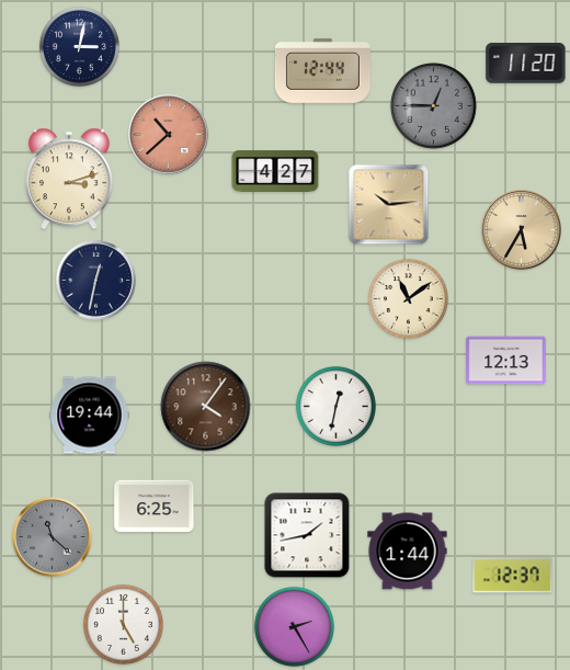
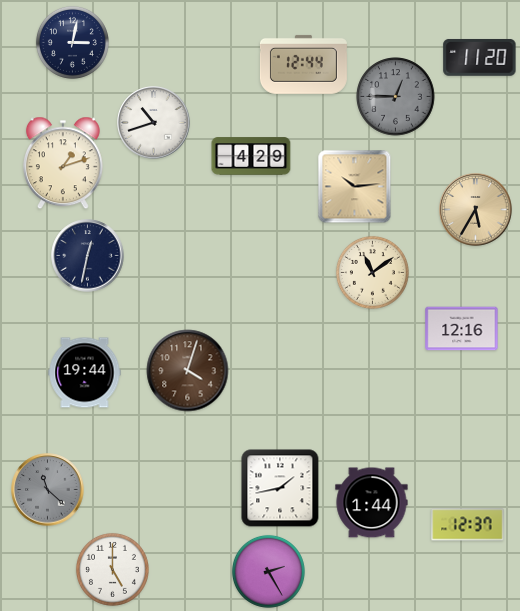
clock at (322, 70) position: (322, 70) -> (303, 64)
clock at (169, 135): 10:38 -> 10:42
clock at (169, 135) dial: salmon -> white
clock at (275, 171): 4:27 -> 4:29
clock at (69, 179): 3:12 -> 1:12
clock at (506, 361): 12:13 -> 12:16
clock at (335, 406): 12:32 -> none
clock at (206, 407): 4:06 -> 4:03
clock at (90, 416) position: (90, 416) -> (85, 373)
clock at (155, 507): 6:25 -> none
